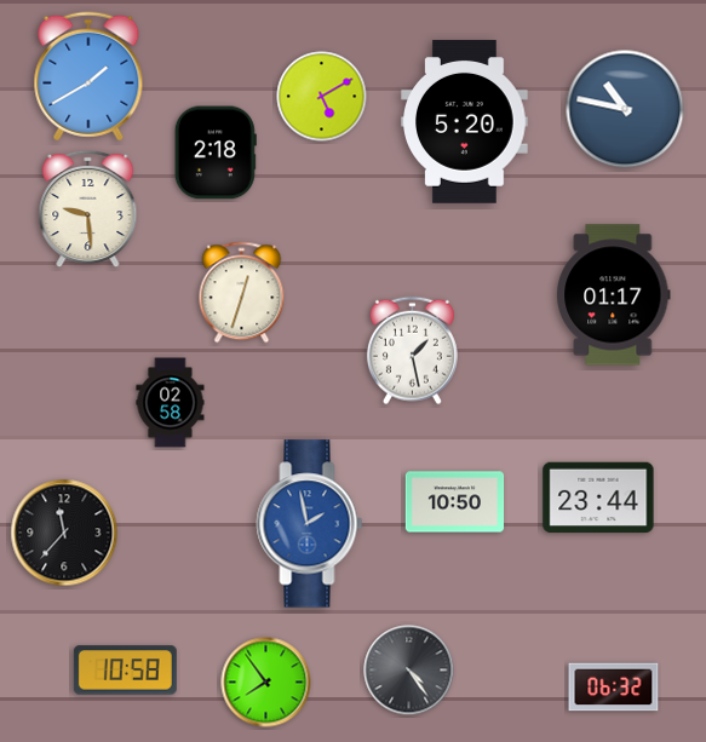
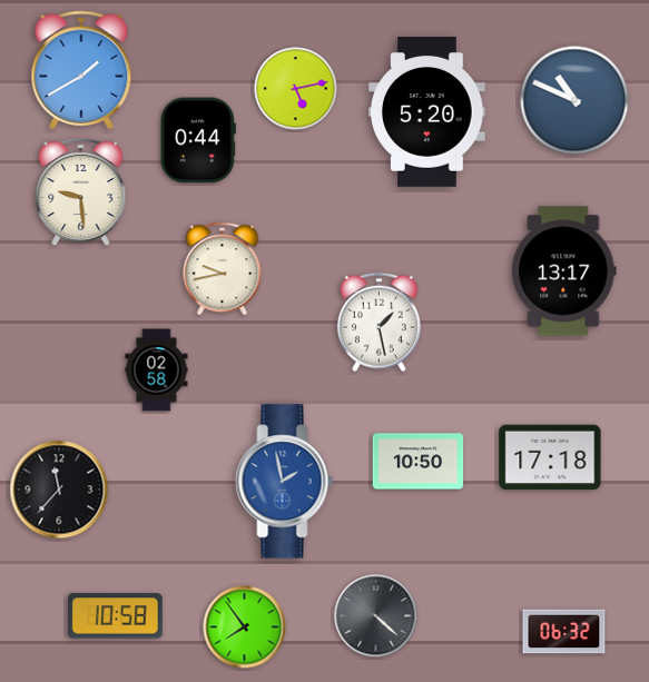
clock at (322, 97): 5:10 -> 5:13
clock at (625, 109): 10:47 -> 10:49
clock at (216, 153): 2:18 -> 0:44
clock at (242, 293): 12:33 -> 9:43
clock at (614, 295): 01:17 -> 13:17
clock at (598, 497): 23:44 -> 17:18
clock at (409, 671): 4:24 -> 4:22
